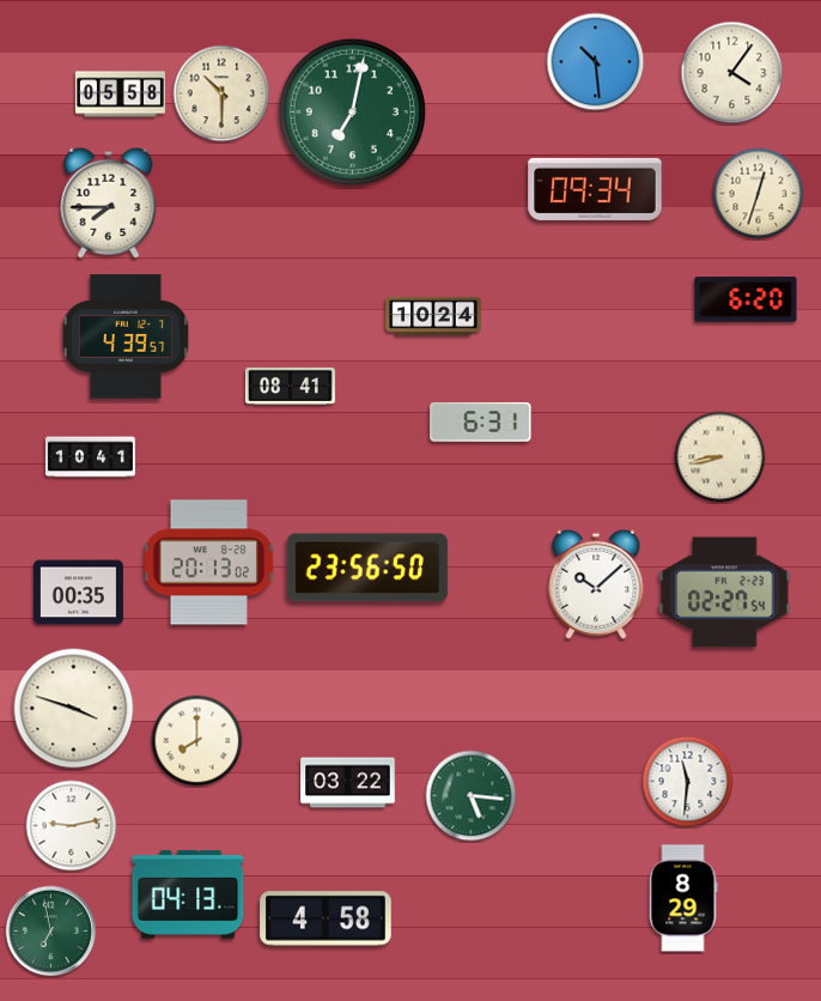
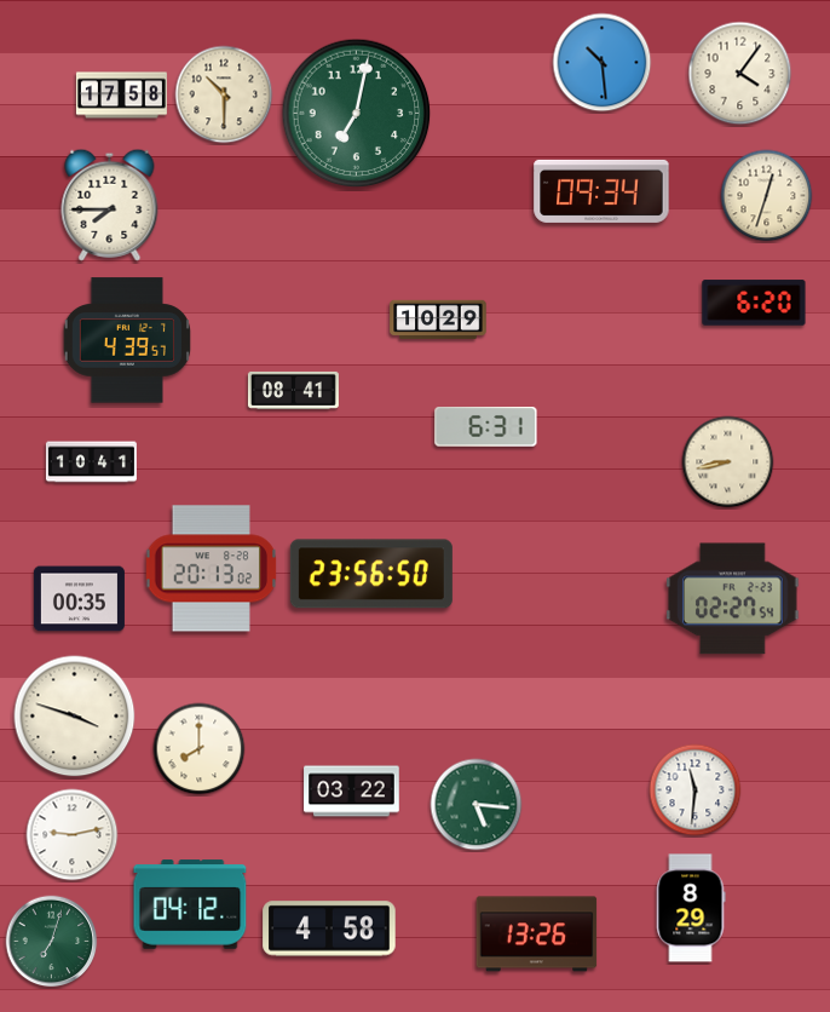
clock at (120, 95): 05:58 -> 17:58
clock at (433, 316): 10:24 -> 10:29
clock at (596, 584): 10:08 -> none
clock at (188, 894): 04:13 -> 04:12
clock at (537, 935): none -> 13:26
clock at (51, 932): 6:58 -> 7:03
